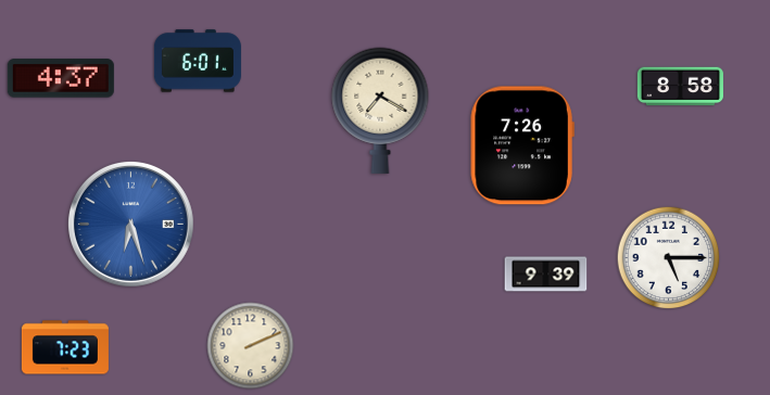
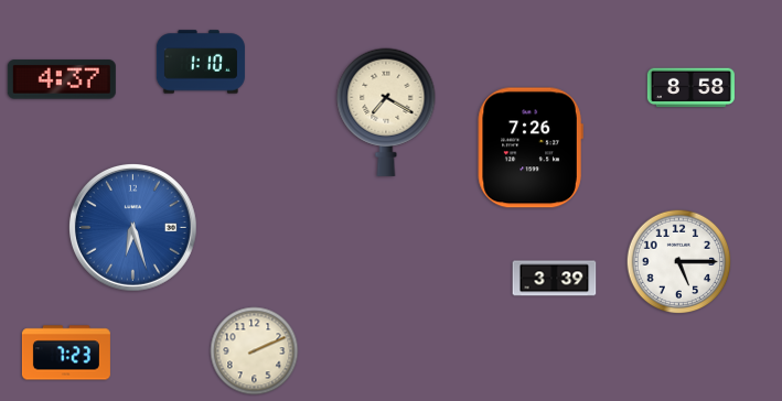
clock at (198, 61): 6:01 -> 1:10
clock at (546, 275): 9:39 -> 3:39
